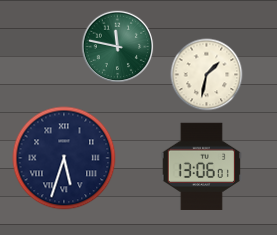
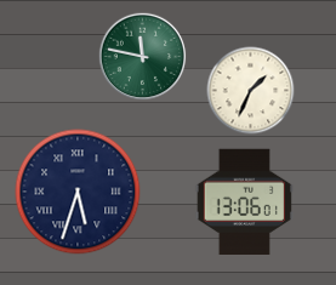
clock at (207, 75): 1:32 -> 1:34
